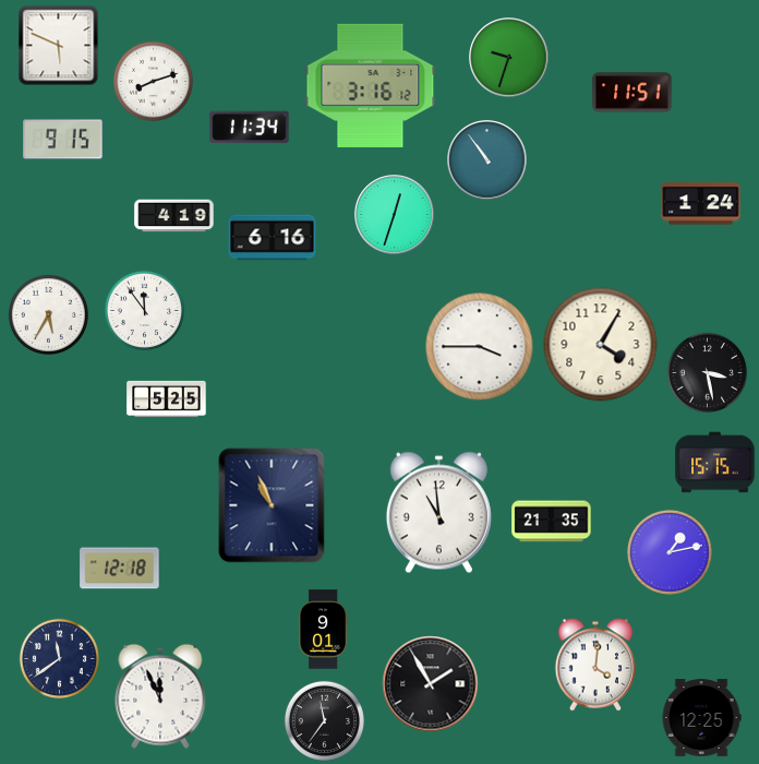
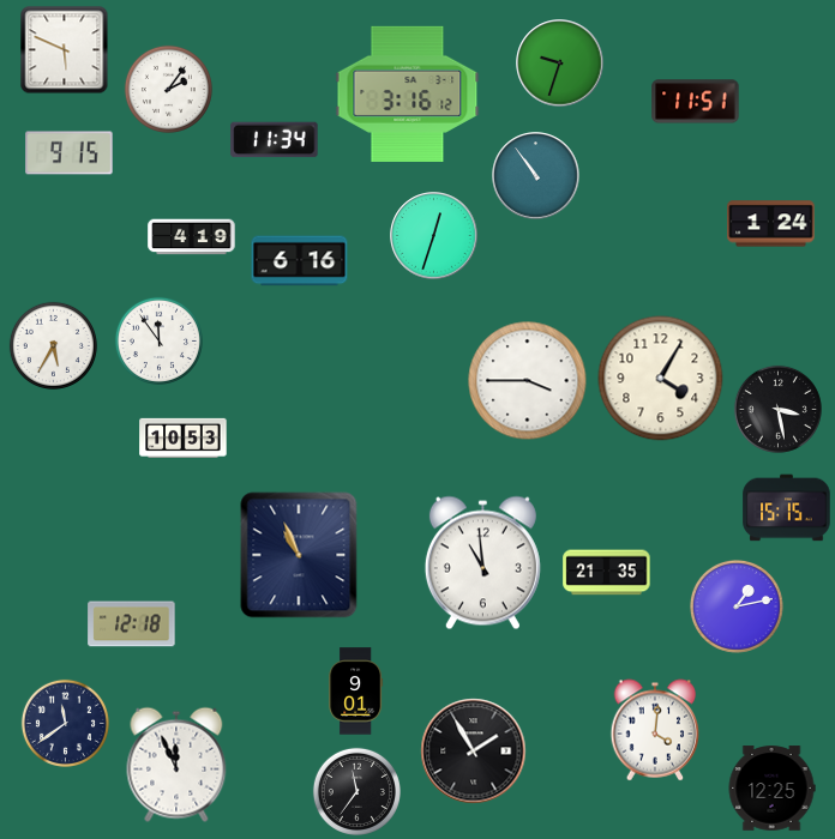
clock at (153, 81): 8:12 -> 2:06
clock at (167, 398): 5:25 -> 10:53
